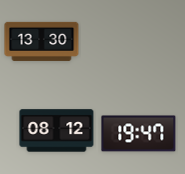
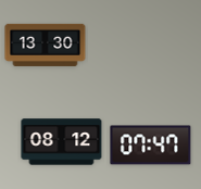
clock at (139, 134): 19:47 -> 07:47
